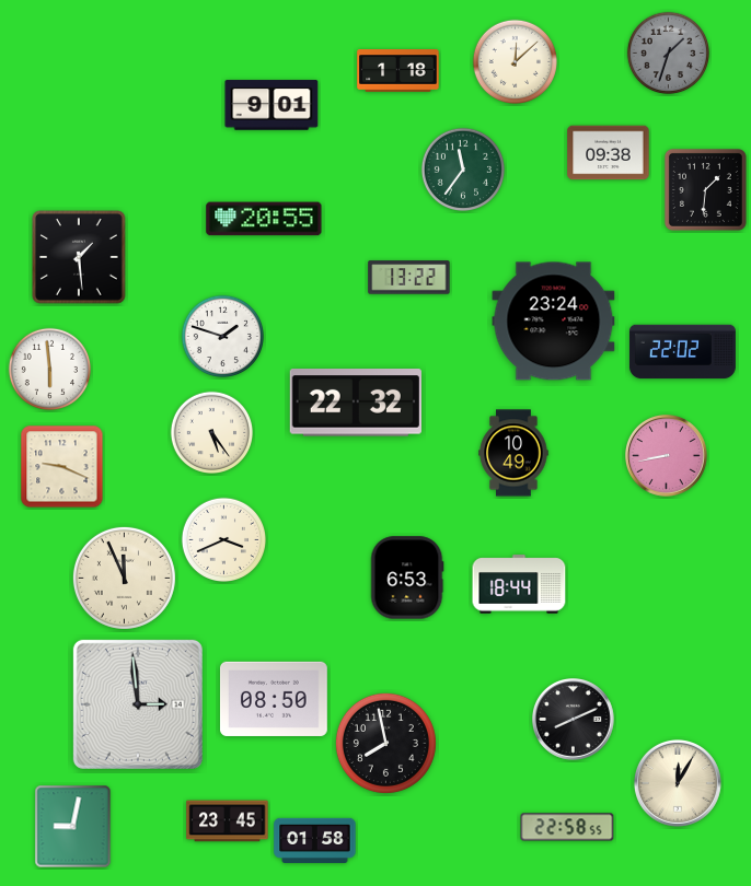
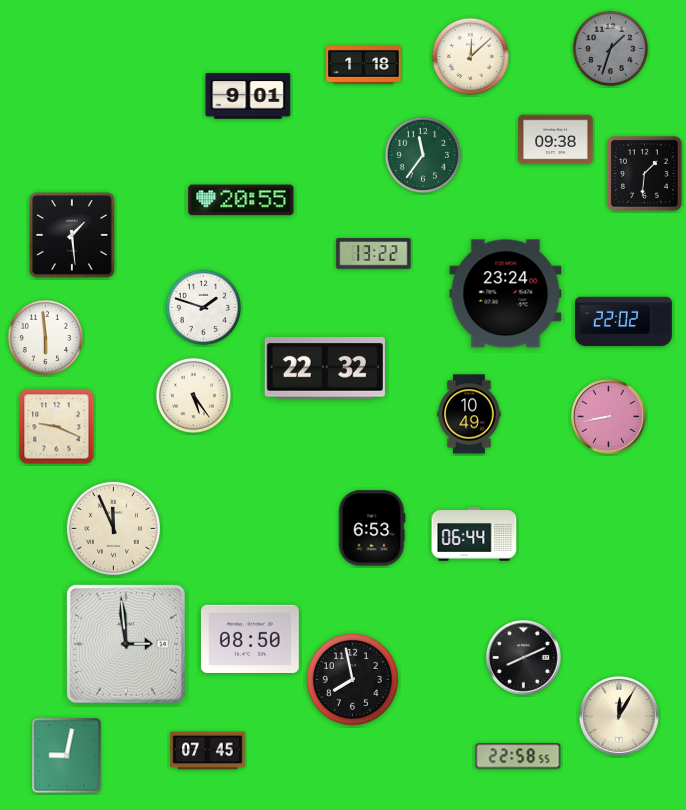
clock at (223, 539): 3:41 -> none
clock at (519, 584): 18:44 -> 06:44
clock at (228, 821): 23:45 -> 07:45
clock at (315, 840): 01:58 -> none
